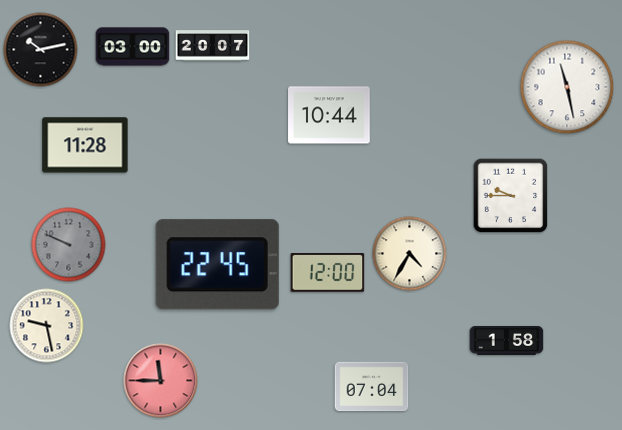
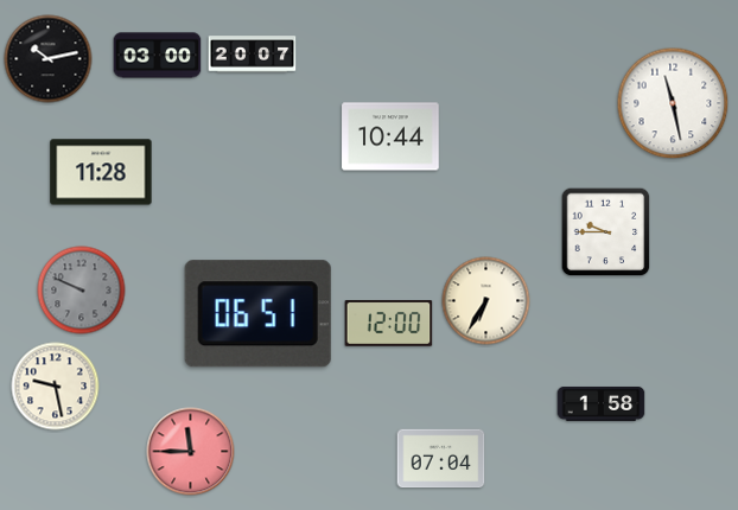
clock at (410, 254): 4:35 -> 6:35
clock at (217, 265): 22:45 -> 06:51
